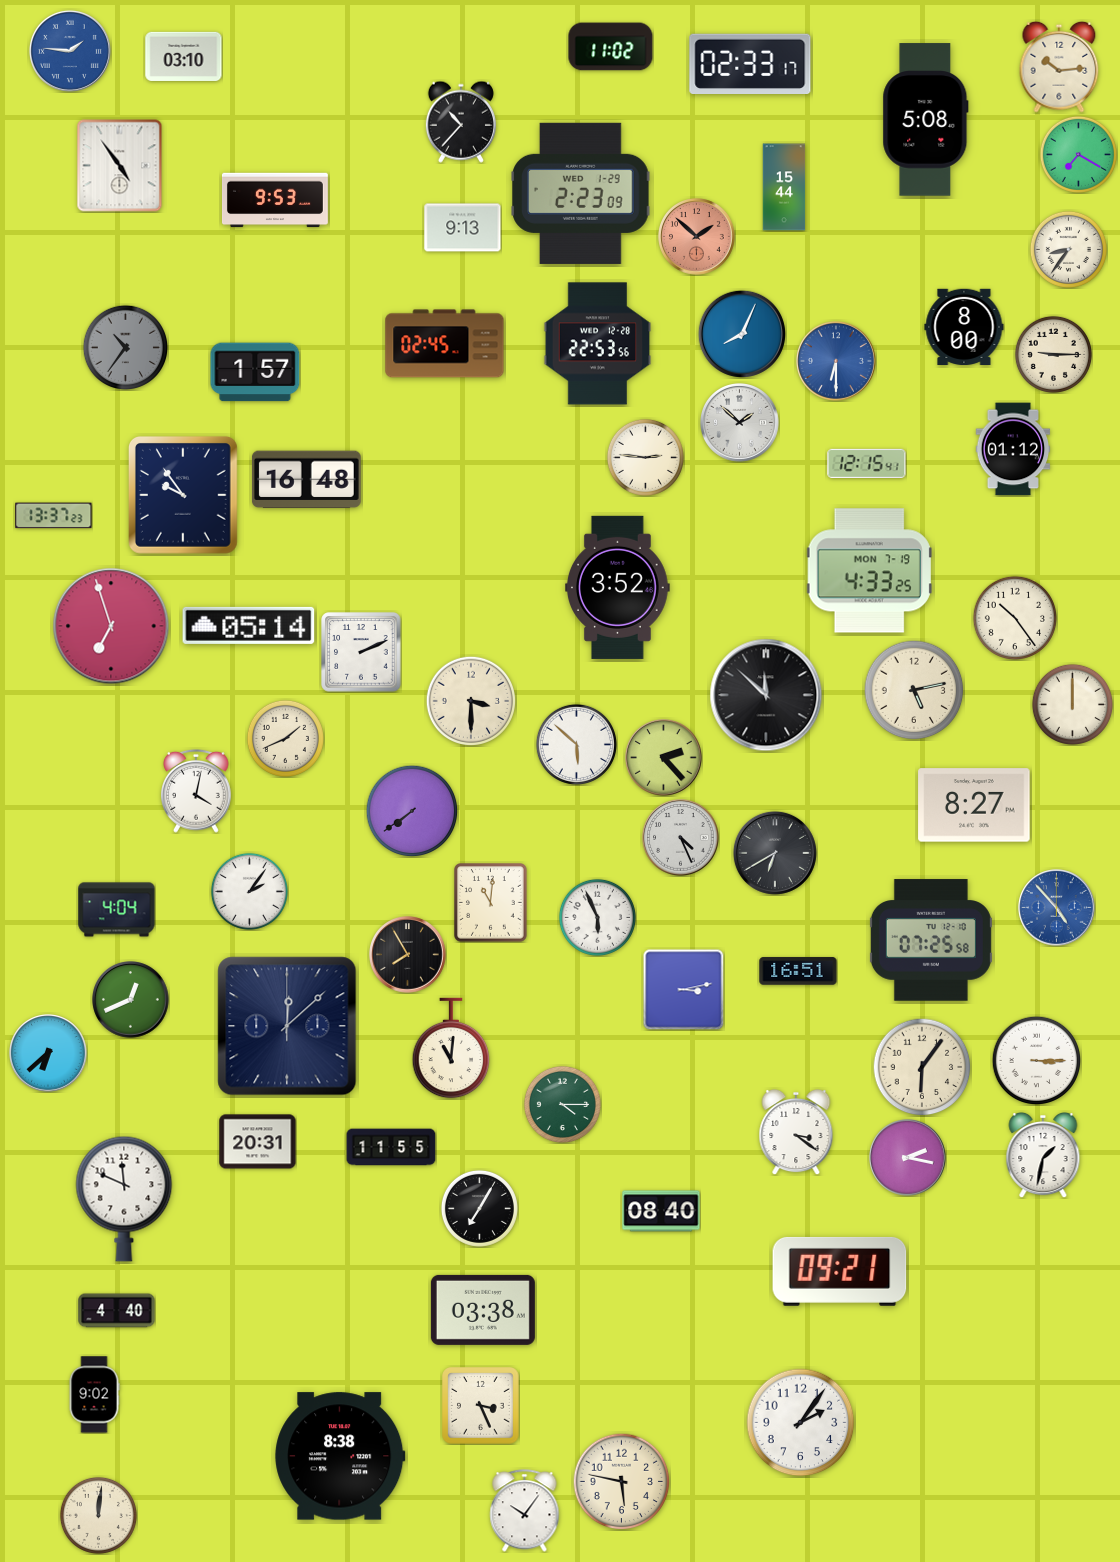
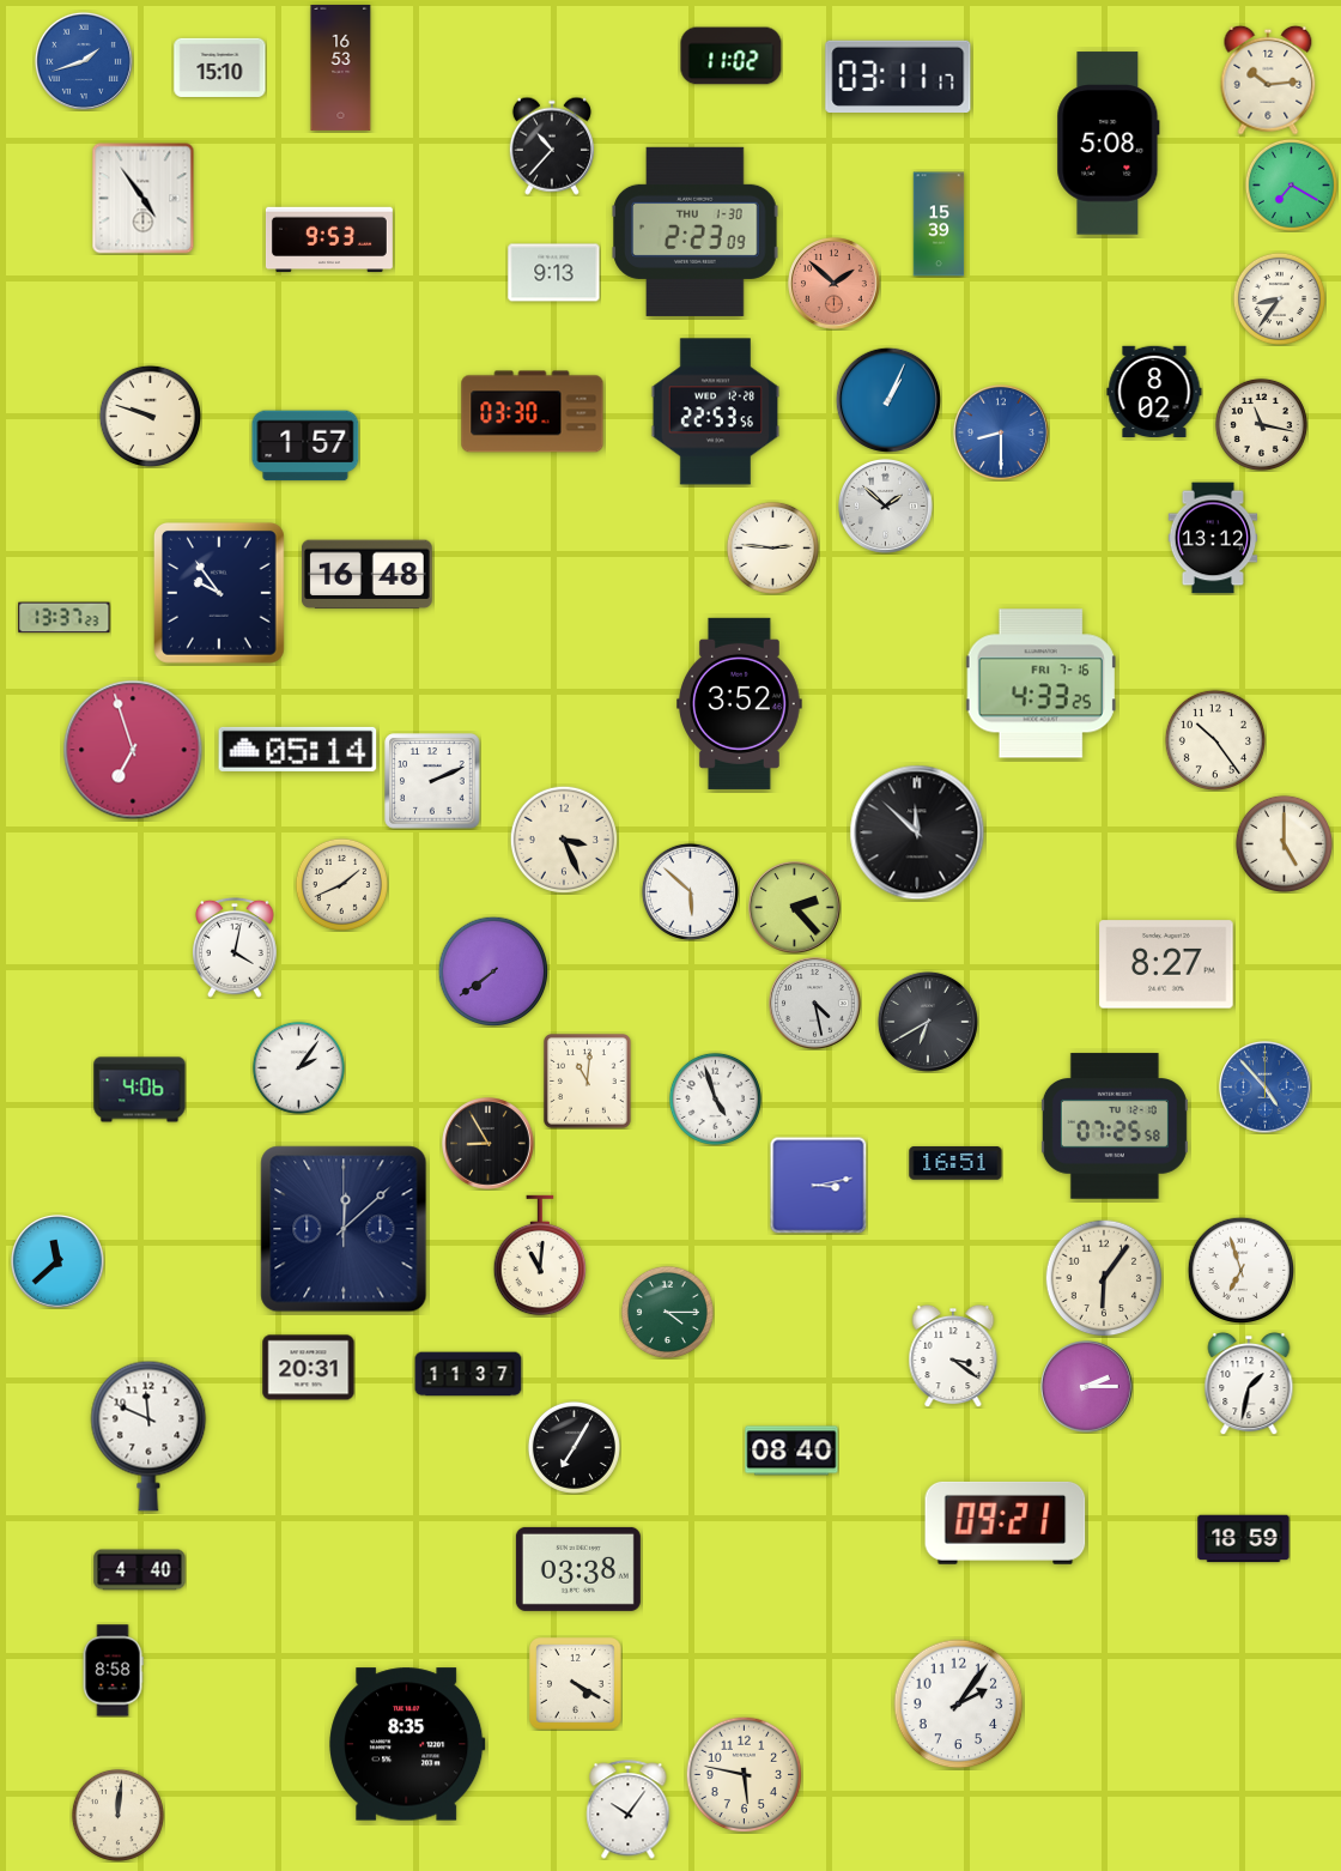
clock at (70, 51): 1:46 -> 1:42
clock at (184, 56): 03:10 -> 15:10
clock at (341, 67): none -> 16:53
clock at (750, 63): 02:33 -> 03:11
clock at (784, 187): 15:44 -> 15:39
clock at (581, 193) date: WED 1-29 -> THU 1-30
clock at (964, 326): 8:00 -> 8:02
clock at (742, 334): 8:04 -> 1:04
clock at (445, 344): 02:45 -> 03:30
clock at (125, 347): 10:36 -> 9:48
clock at (125, 347) dial: grey -> cream
clock at (1053, 354): 9:15 -> 11:17
clock at (836, 361): 6:30 -> 8:30
clock at (1013, 449): 01:12 -> 13:12
clock at (867, 463): 12:15 -> none
clock at (869, 571) date: MON 7-19 -> FRI 7-16
clock at (914, 690): 5:13 -> none
clock at (471, 701): 3:30 -> 3:26
clock at (1072, 704): 12:00 -> 5:00
clock at (681, 838): 4:26 -> 4:28
clock at (117, 910): 4:04 -> 4:06
clock at (597, 917): 5:56 -> 4:57
clock at (408, 955): 7:55 -> 8:55
clock at (131, 1000): 12:41 -> none
clock at (49, 1054): 6:38 -> 11:38
clock at (1036, 1060): 3:15 -> 6:57
clock at (562, 1104) position: (562, 1104) -> (667, 1312)
clock at (391, 1147): 11:55 -> 11:37
clock at (908, 1158): 2:17 -> 2:15
clock at (1244, 1539): none -> 18:59
clock at (94, 1395): 9:02 -> 8:58
clock at (481, 1406): 3:26 -> 4:20
clock at (340, 1456): 8:38 -> 8:35
